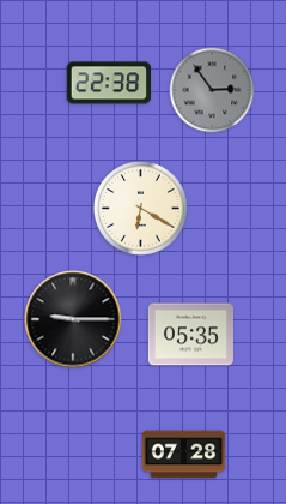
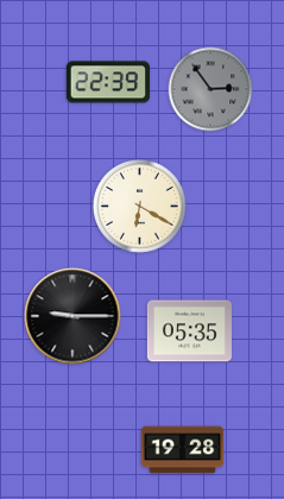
clock at (109, 83): 22:38 -> 22:39
clock at (184, 455): 07:28 -> 19:28
